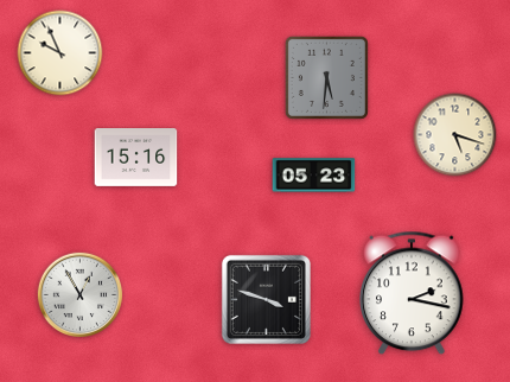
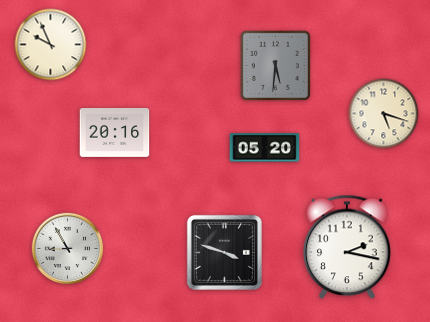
clock at (136, 158): 15:16 -> 20:16
clock at (314, 176): 05:23 -> 05:20
clock at (81, 295): 12:55 -> 8:55
